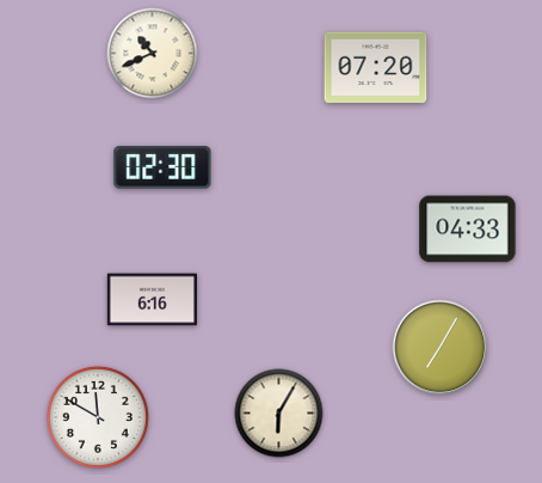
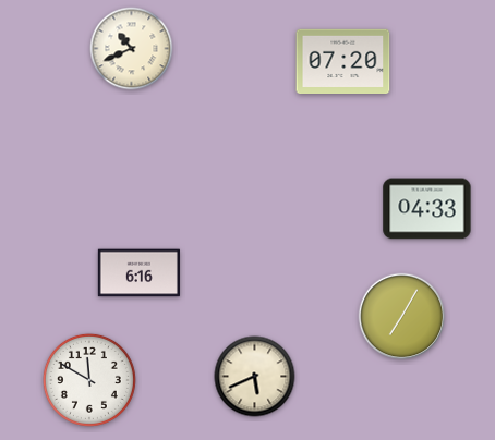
clock at (153, 54) position: (153, 54) -> (132, 49)
clock at (162, 167): 02:30 -> none
clock at (279, 414): 6:05 -> 5:41
